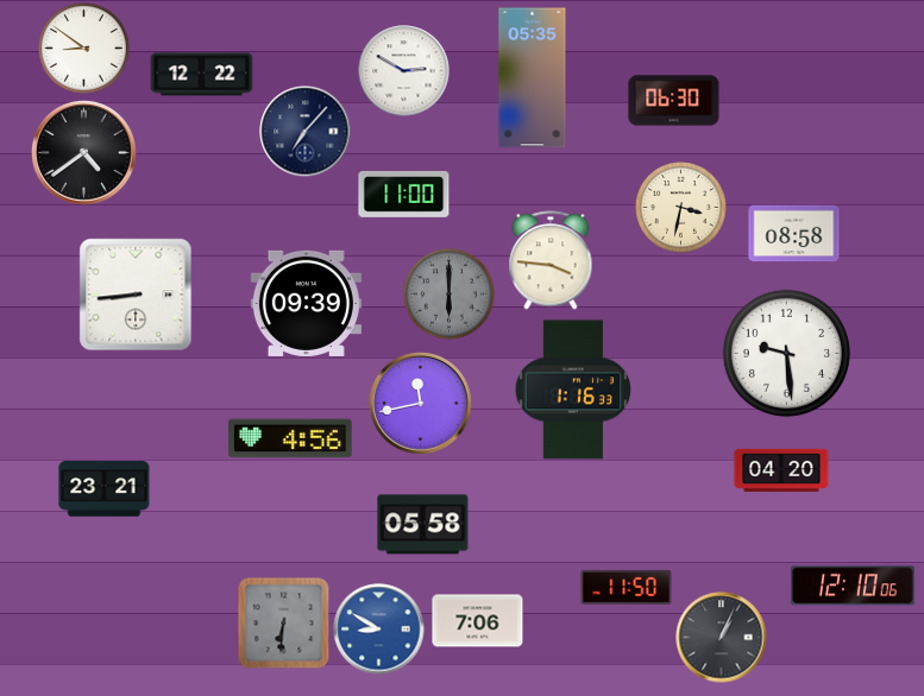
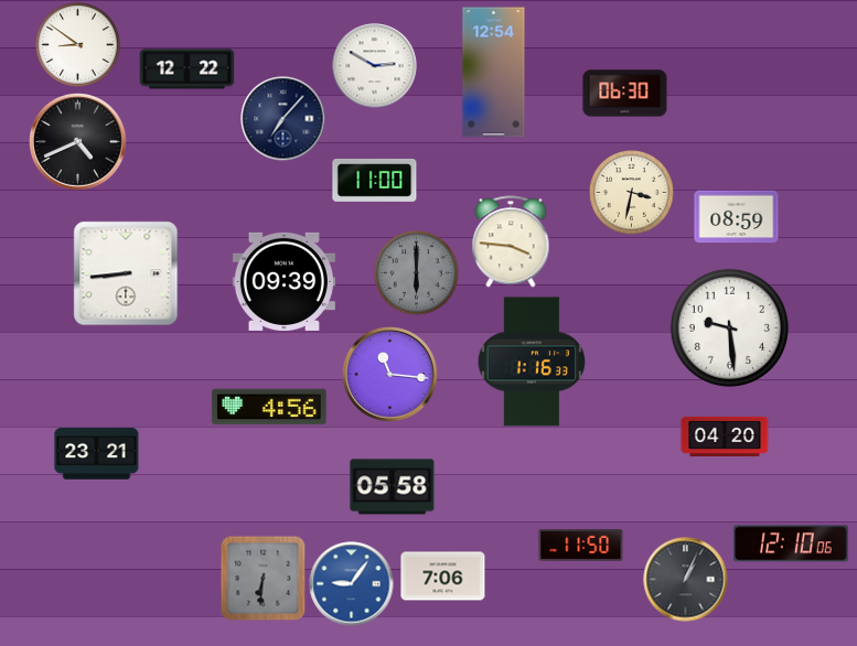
clock at (533, 78): 05:35 -> 12:54
clock at (306, 132) position: (306, 132) -> (283, 119)
clock at (83, 152): 4:39 -> 4:41
clock at (794, 234): 08:58 -> 08:59
clock at (421, 404): 11:43 -> 11:16
clock at (379, 629): 8:50 -> 9:06
clock at (722, 638) position: (722, 638) -> (686, 580)
